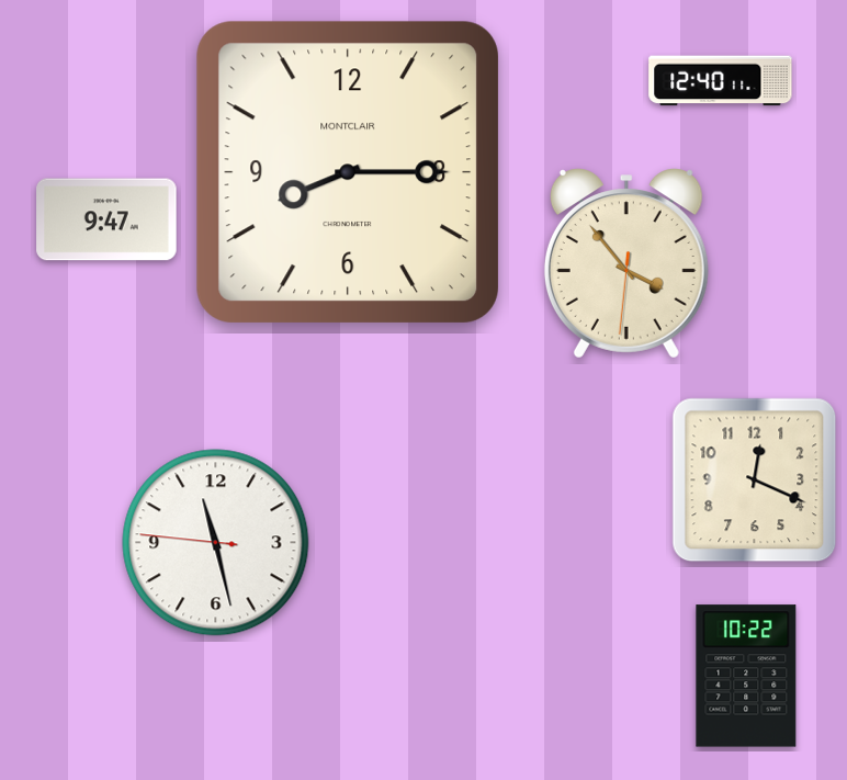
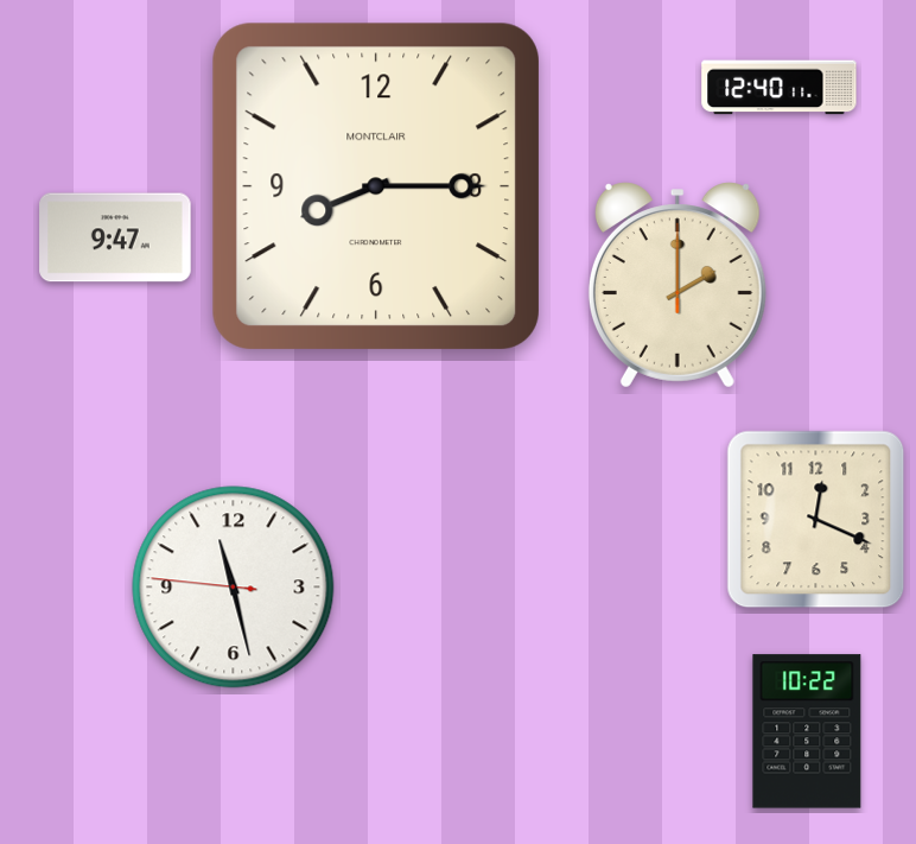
clock at (626, 263): 3:53 -> 2:00
